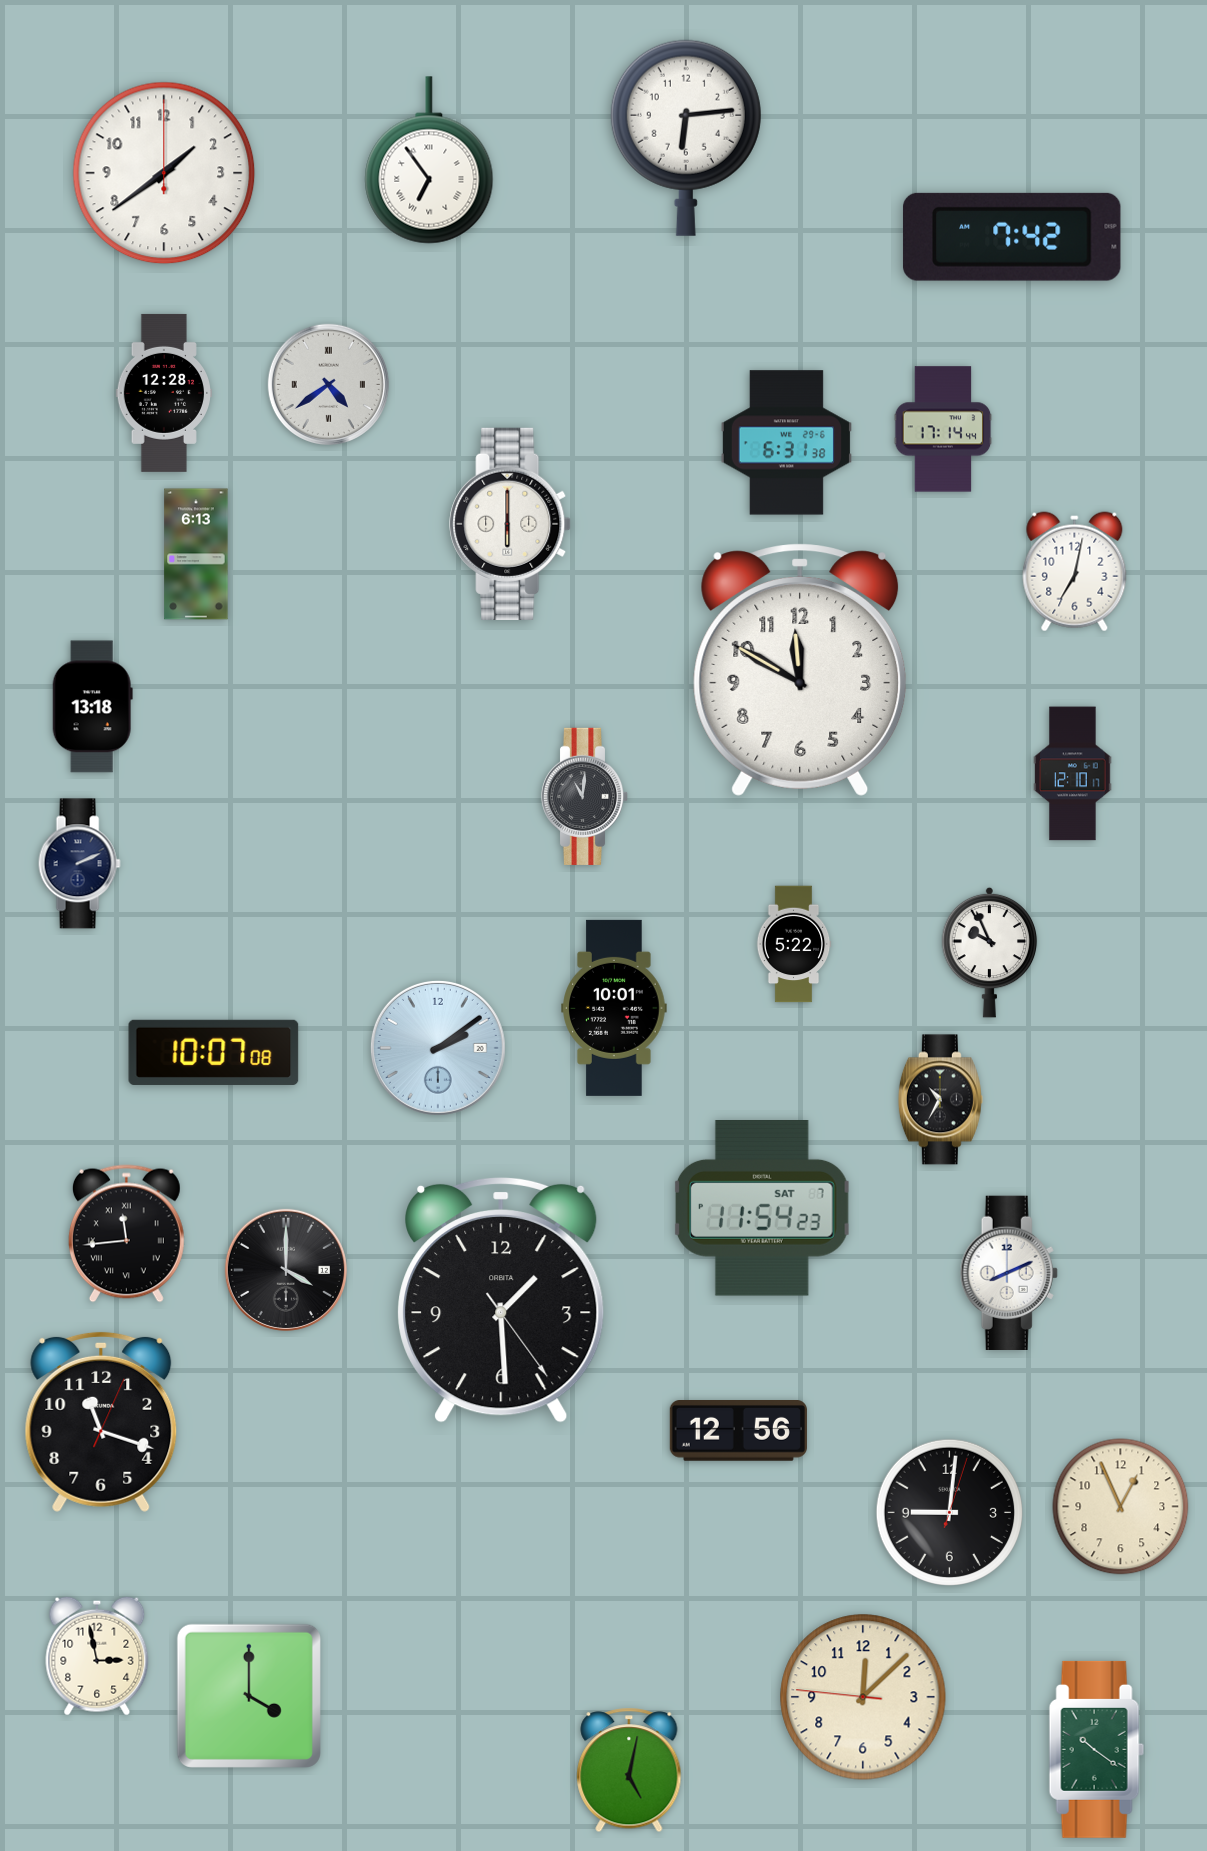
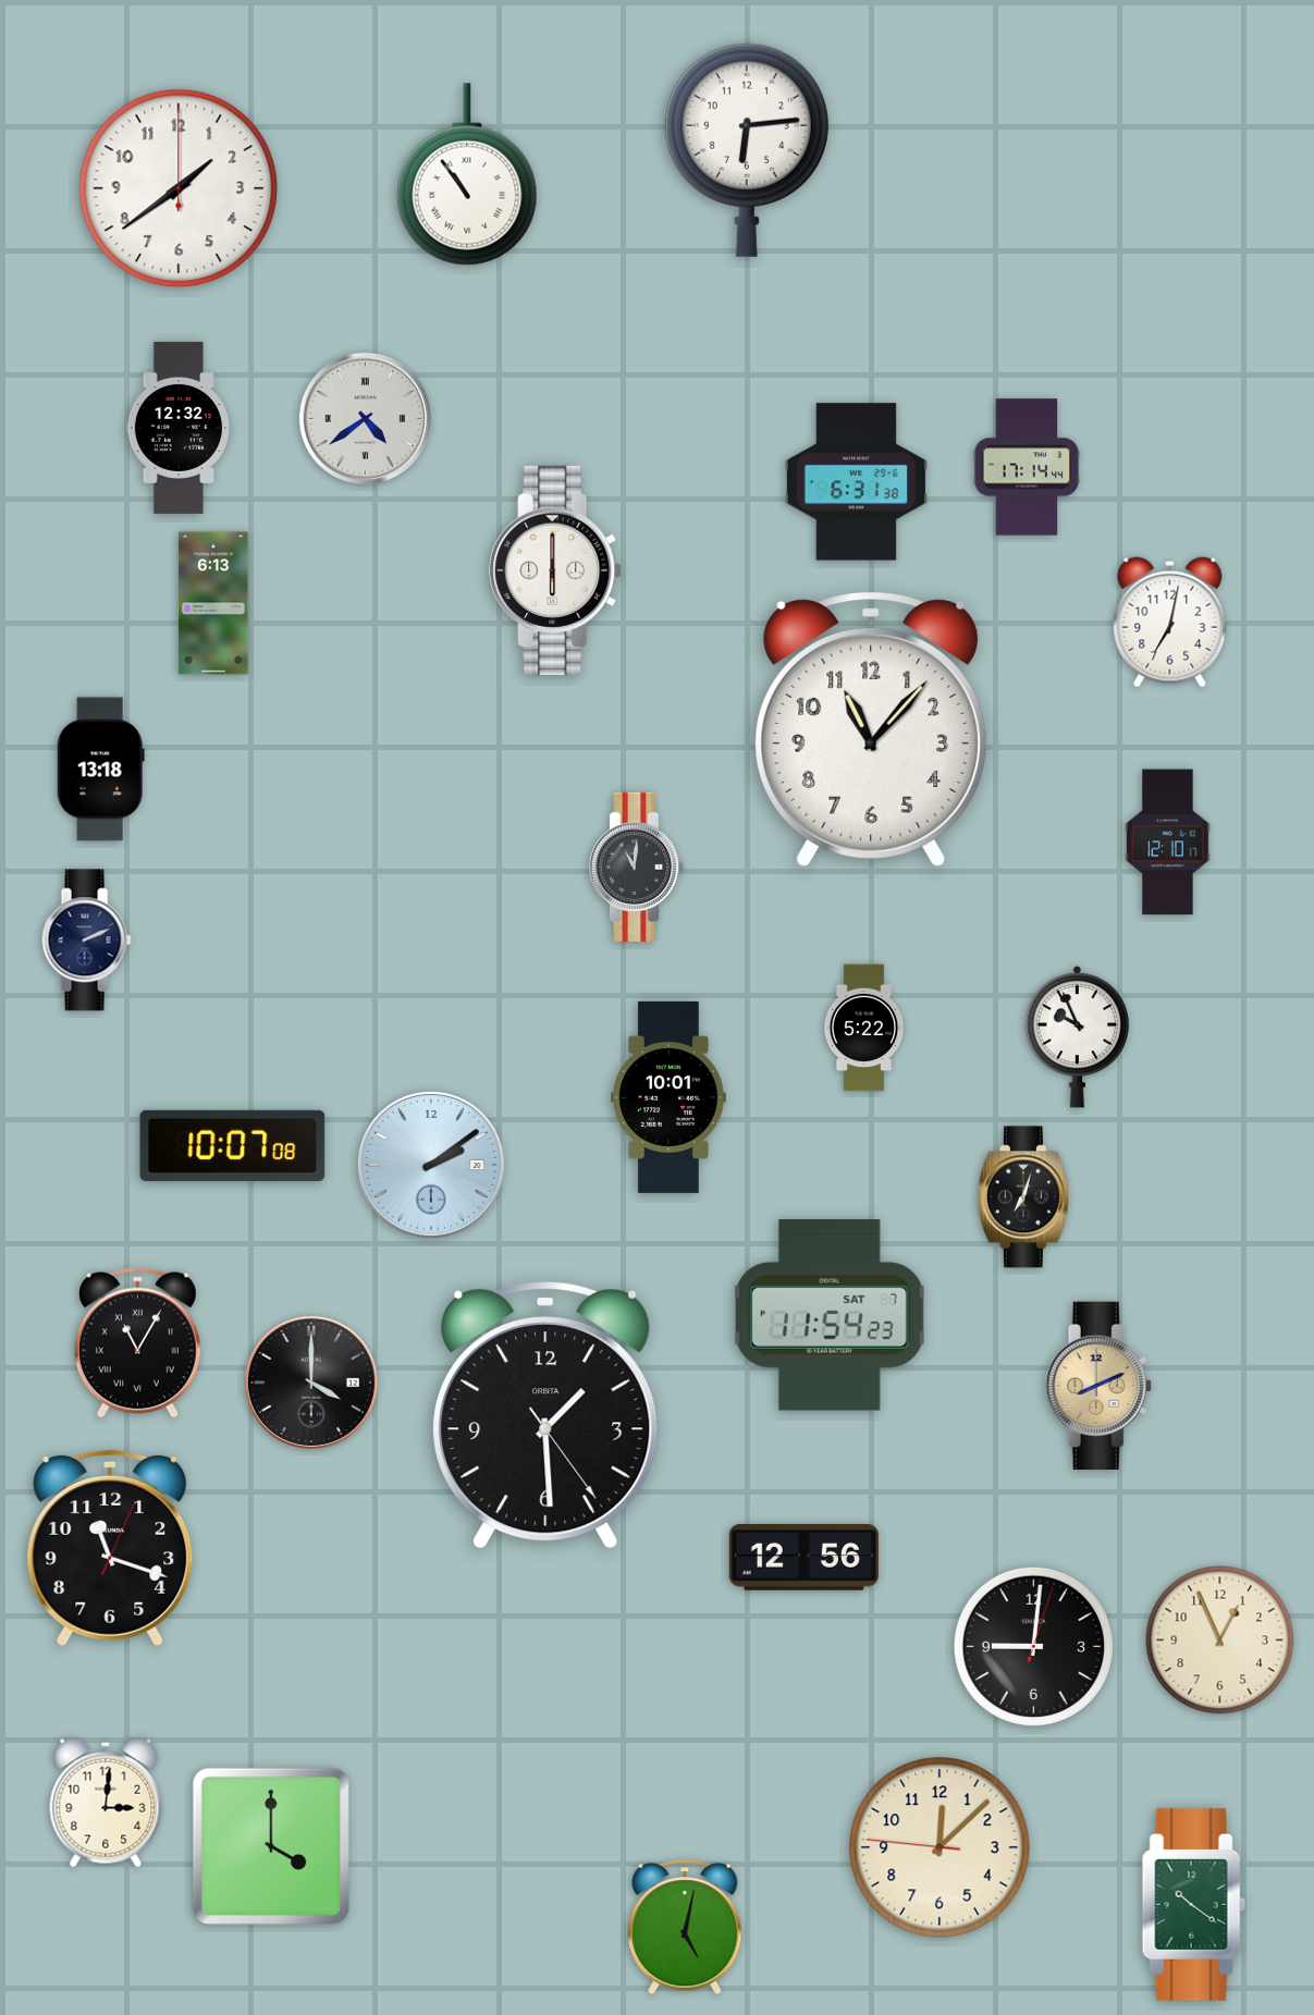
clock at (429, 160): 6:54 -> 10:54
clock at (1012, 237): 7:42 -> none
clock at (328, 384) position: (328, 384) -> (365, 418)
clock at (163, 393): 12:28 -> 12:32
clock at (800, 670): 11:50 -> 11:07
clock at (438, 1048) position: (438, 1048) -> (431, 1165)
clock at (940, 1100): 10:35 -> 7:03
clock at (126, 1234): 11:44 -> 11:05
clock at (1009, 1272) dial: white -> champagne
clock at (97, 1656): 2:58 -> 3:01
